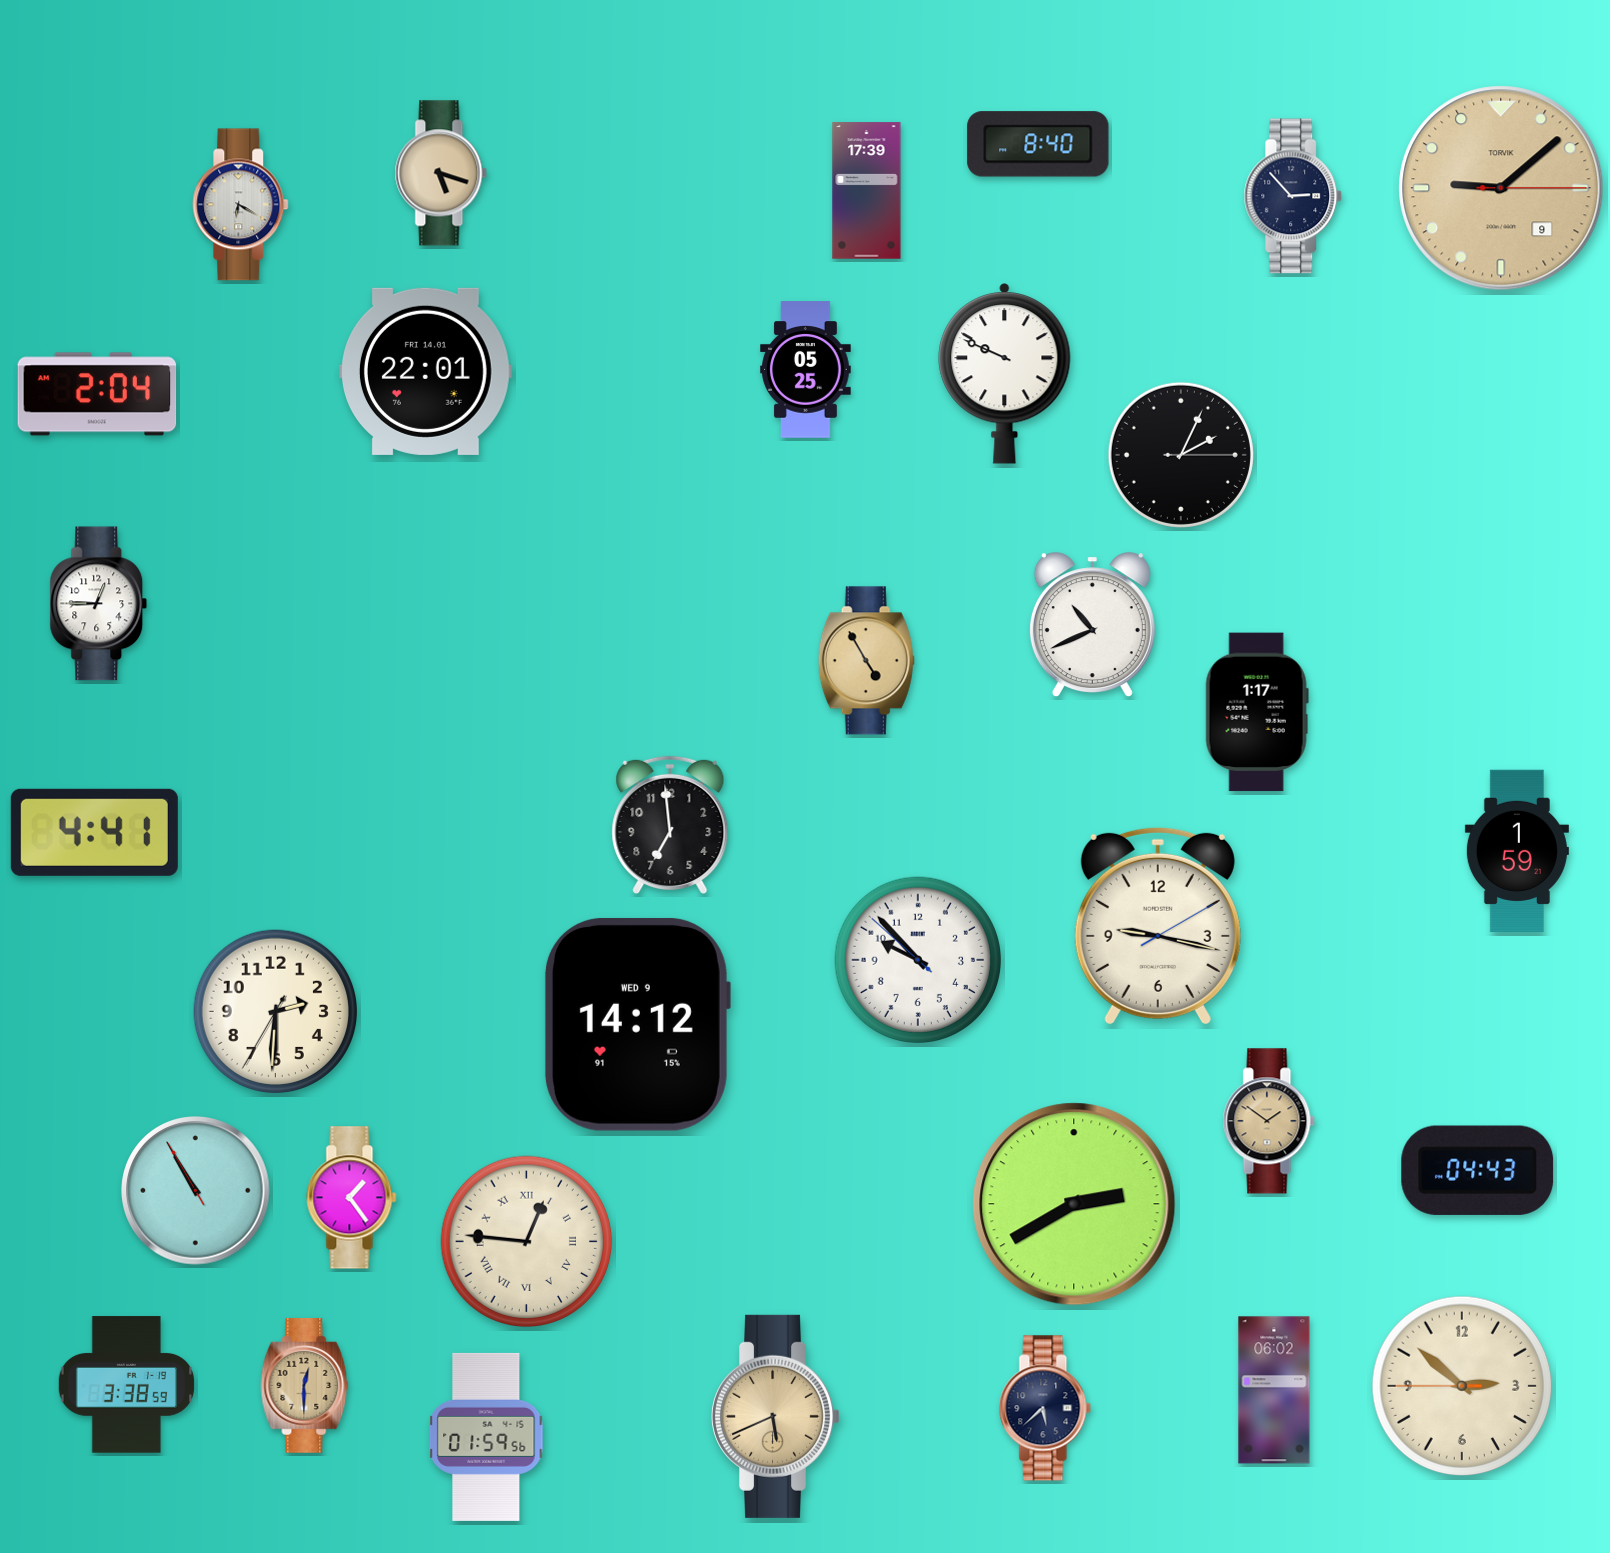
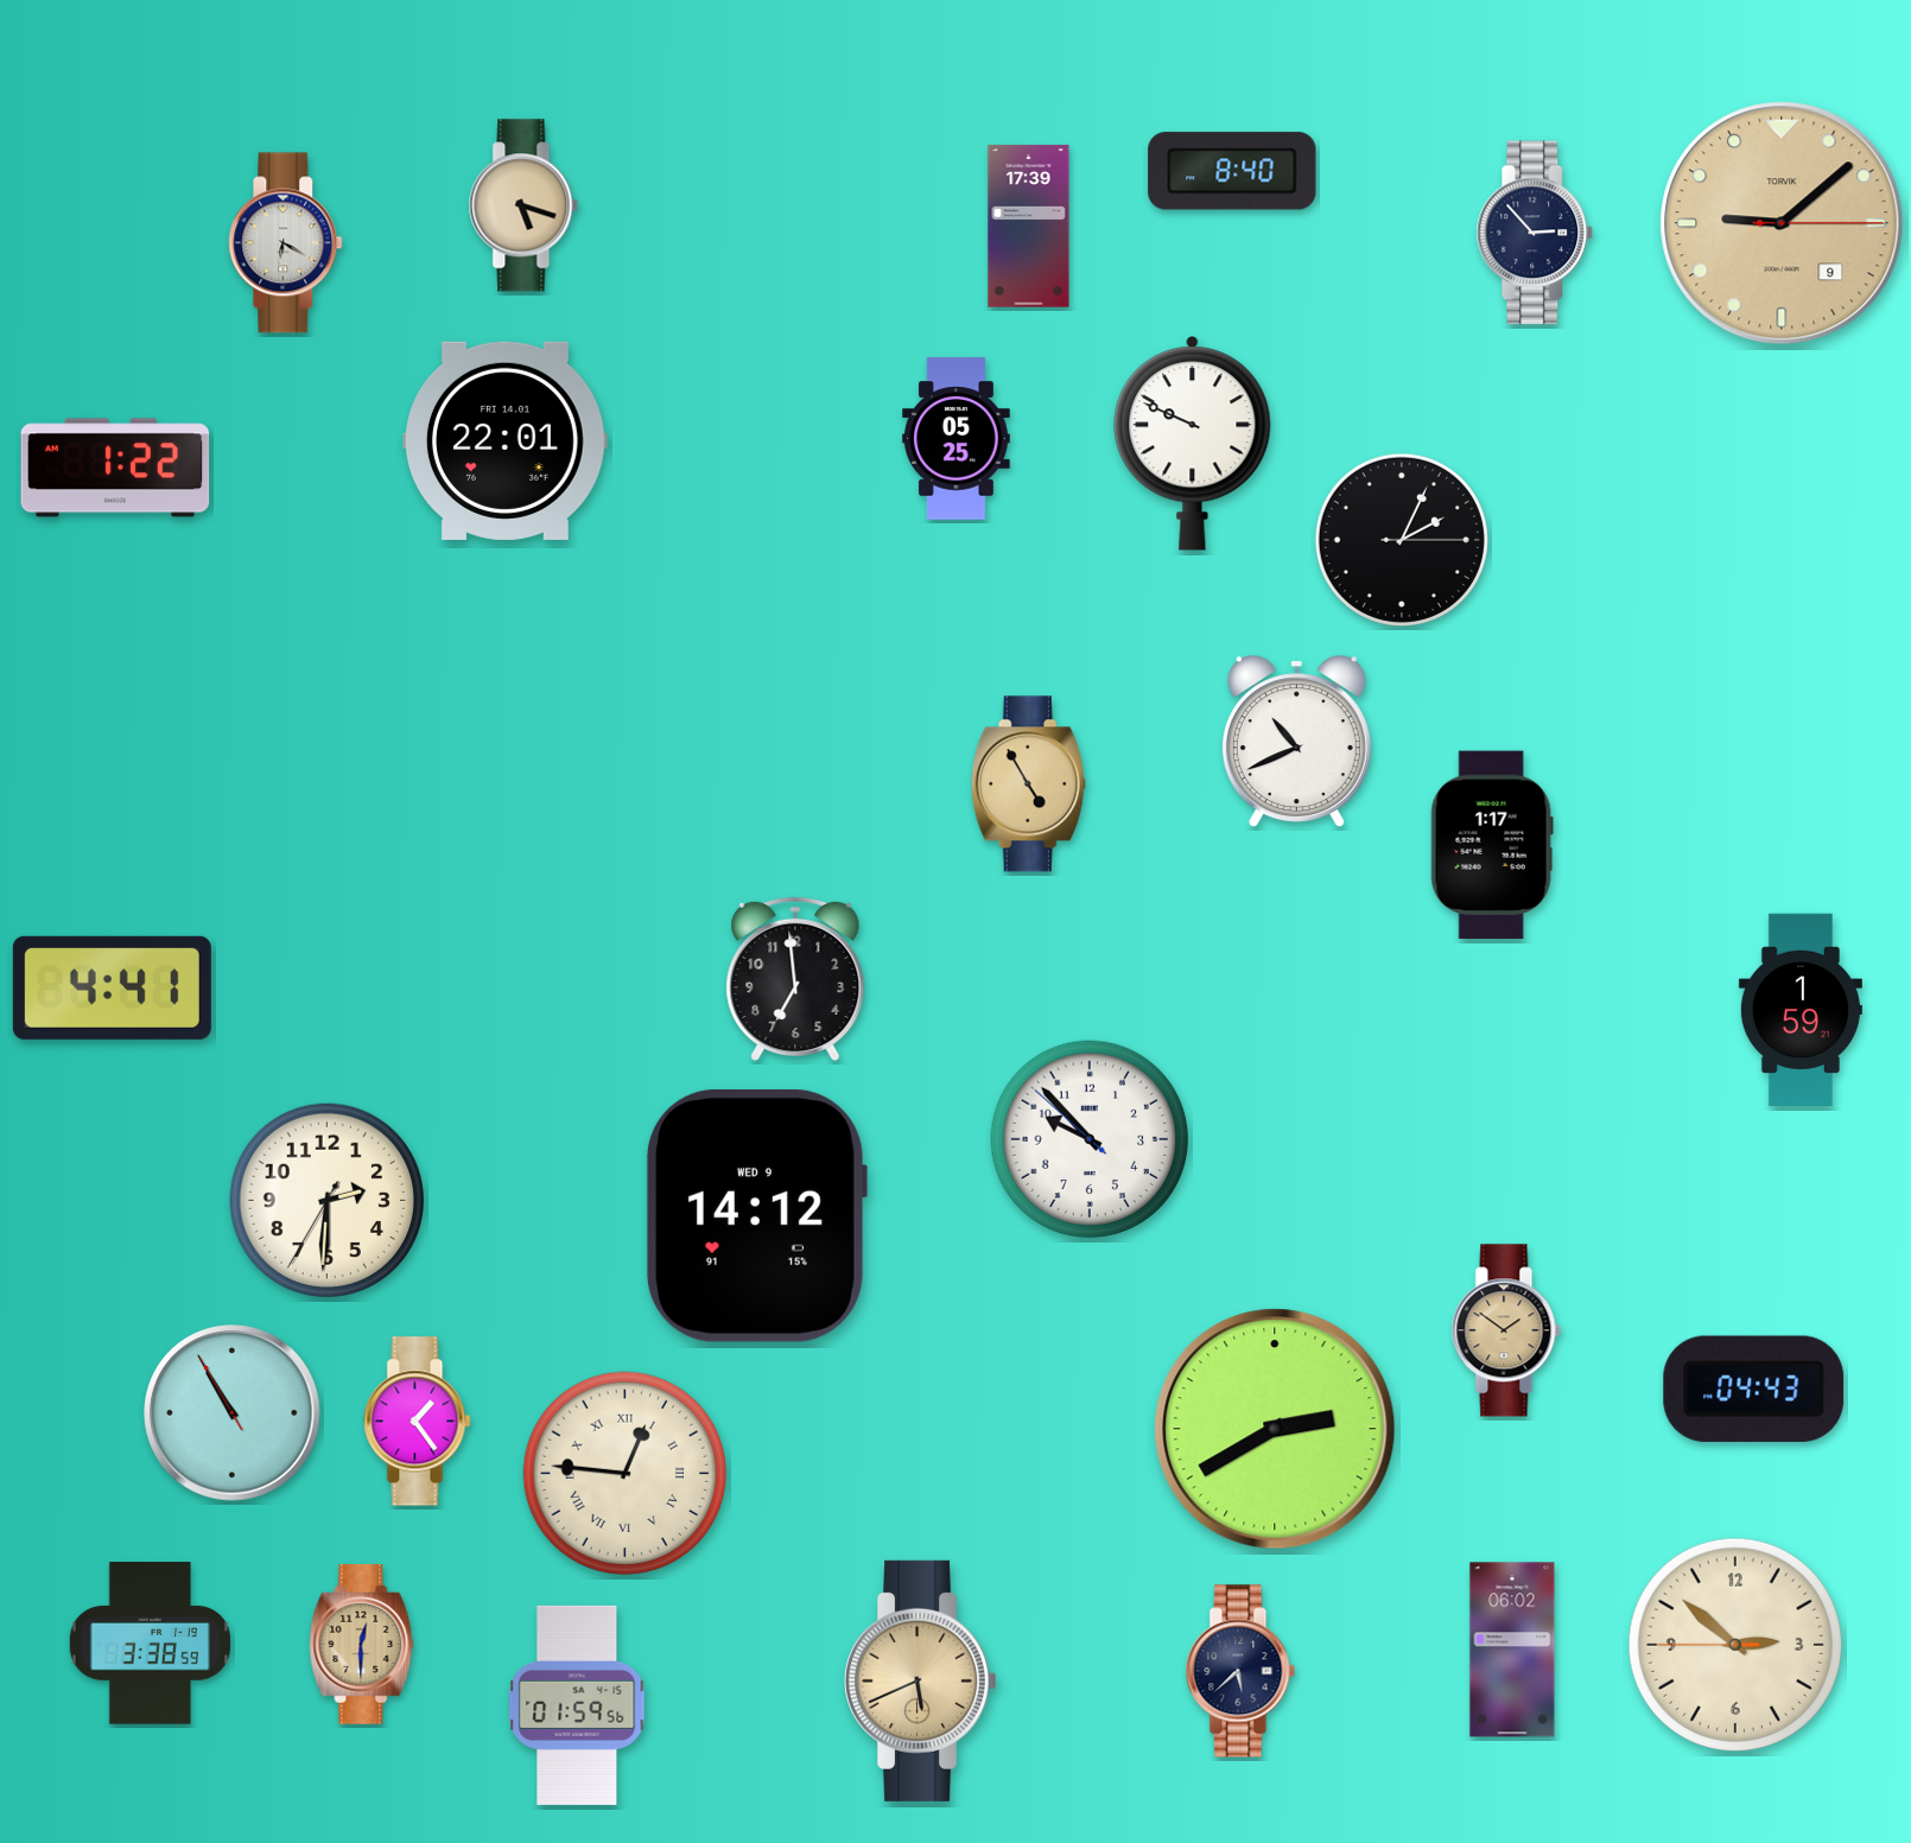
clock at (97, 394): 2:04 -> 1:22
clock at (99, 604): 12:45 -> none
clock at (1158, 926): 9:17 -> none
